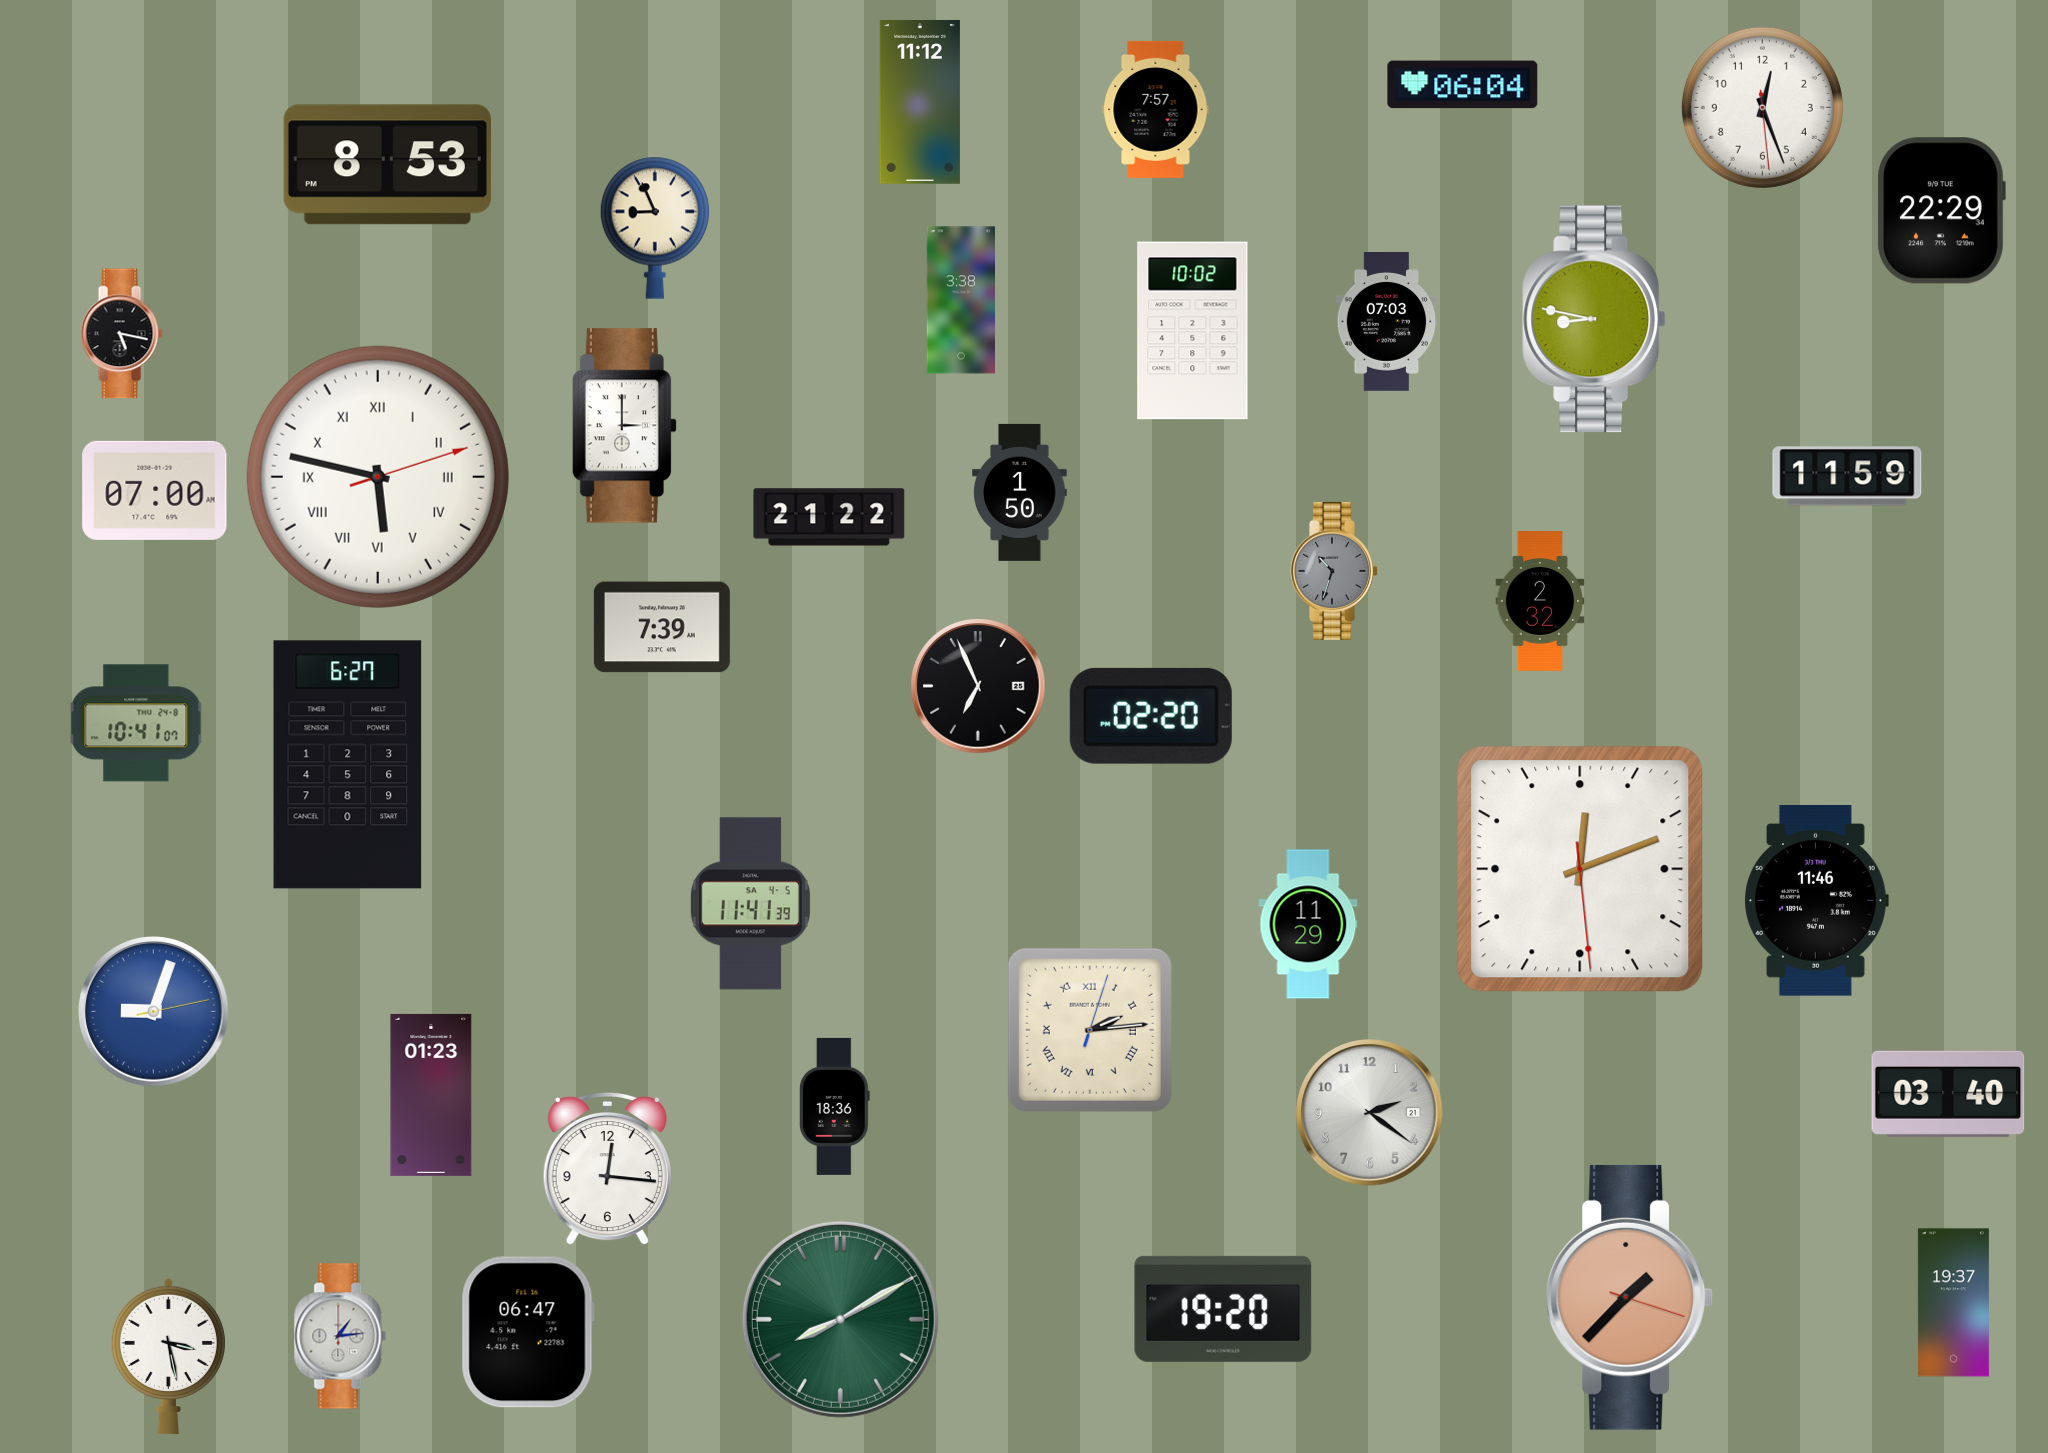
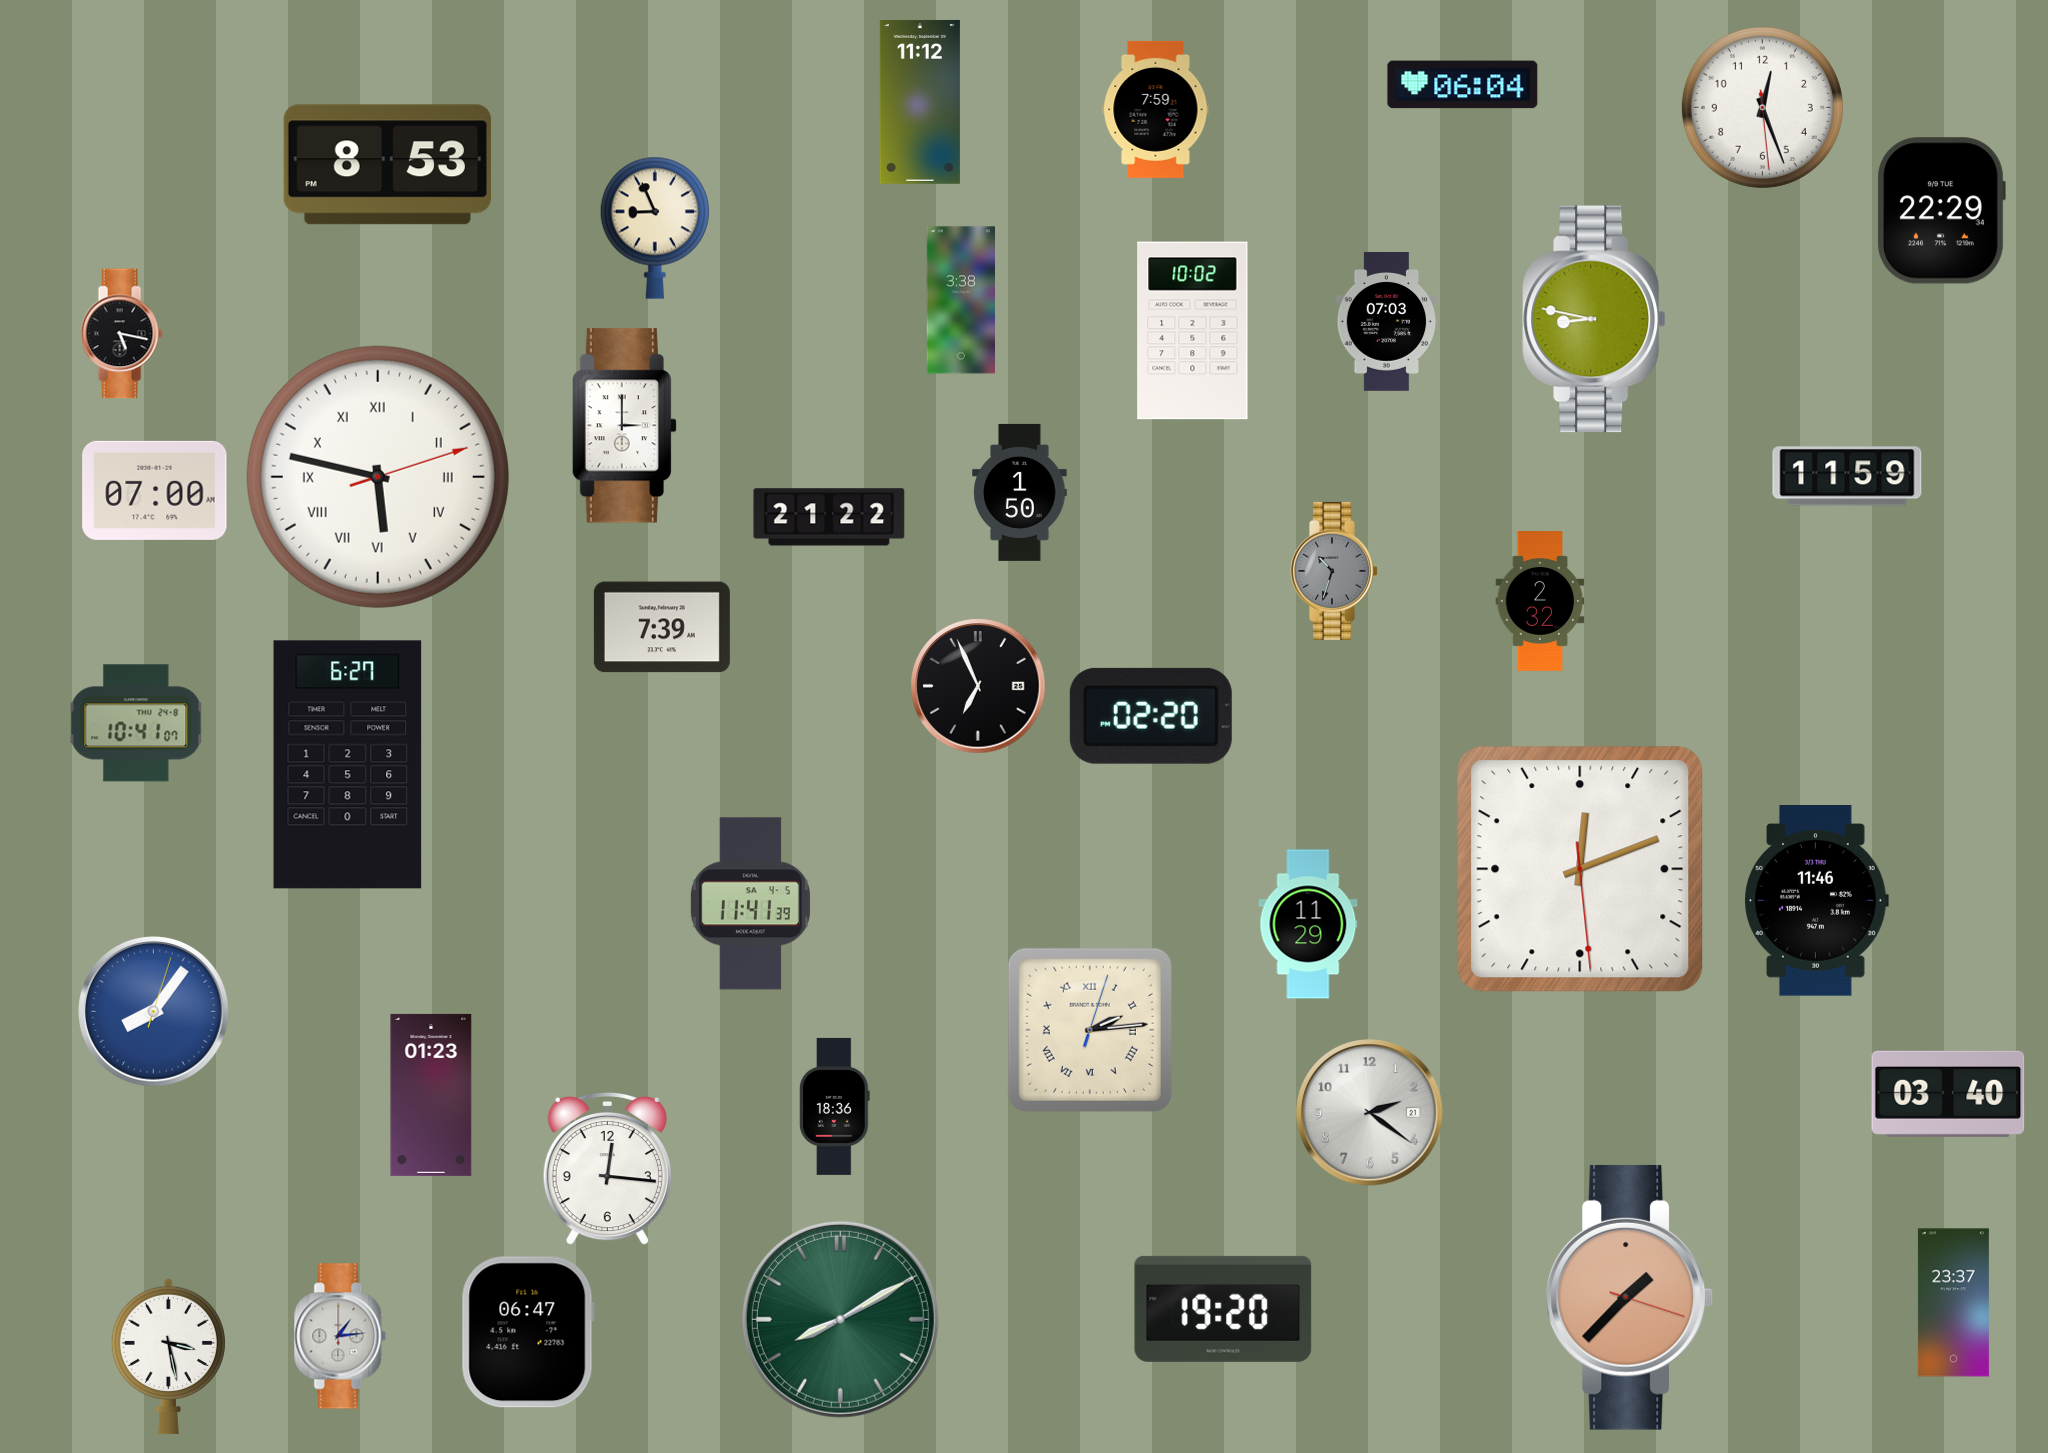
clock at (1156, 109): 7:57 -> 7:59
clock at (154, 1012): 9:03 -> 8:06
clock at (1953, 1303): 19:37 -> 23:37
